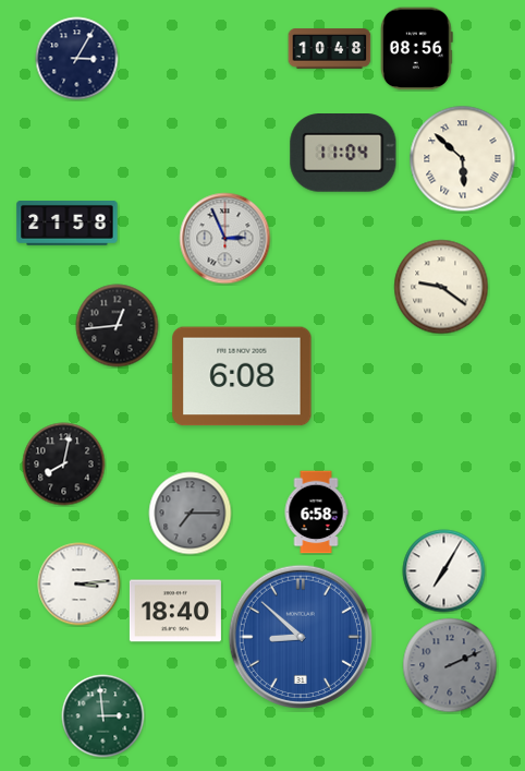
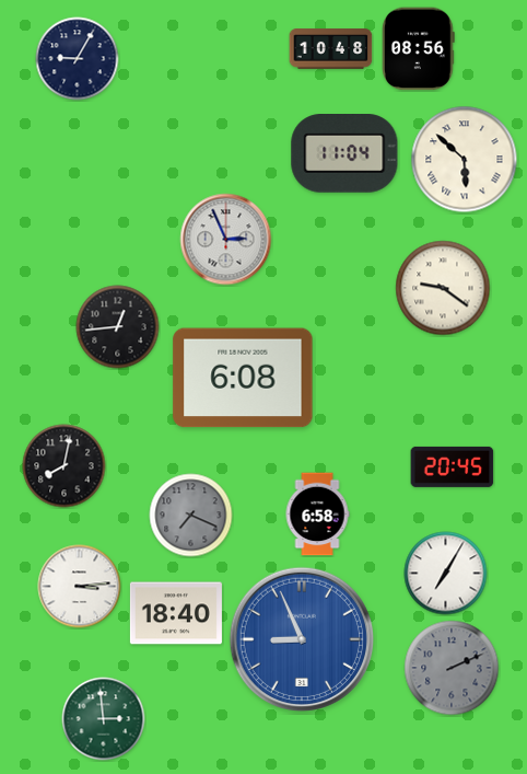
clock at (77, 59): 3:05 -> 9:05
clock at (68, 224): 21:58 -> none
clock at (453, 466): none -> 20:45
clock at (191, 514): 7:15 -> 7:19
clock at (300, 636): 8:52 -> 8:56
